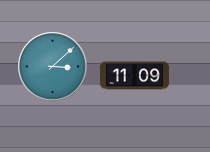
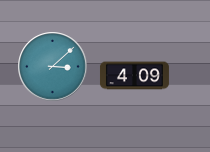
clock at (134, 76): 11:09 -> 4:09
